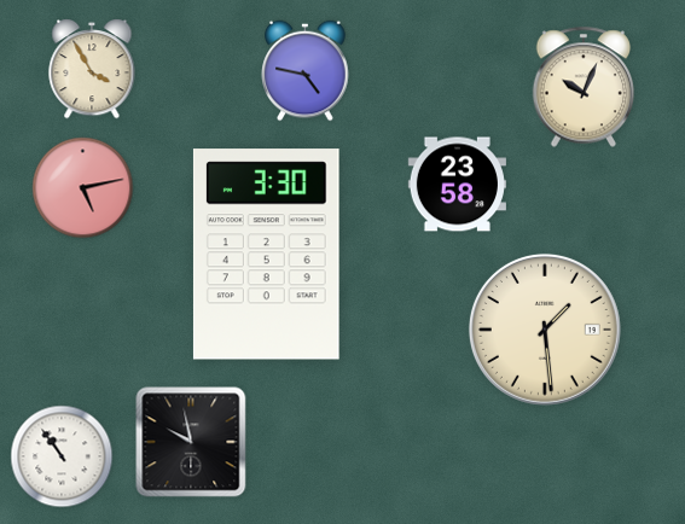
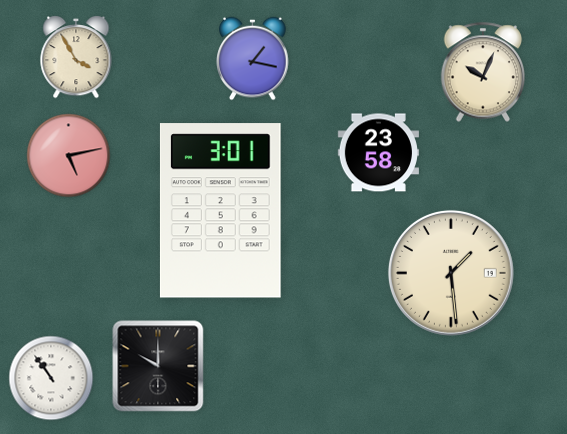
clock at (306, 71): 4:47 -> 1:17
clock at (266, 255): 3:30 -> 3:01
clock at (191, 442): 9:58 -> 10:00
